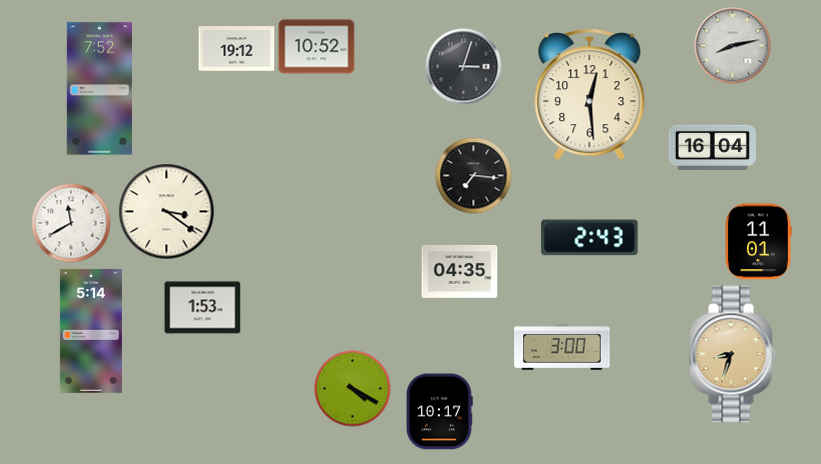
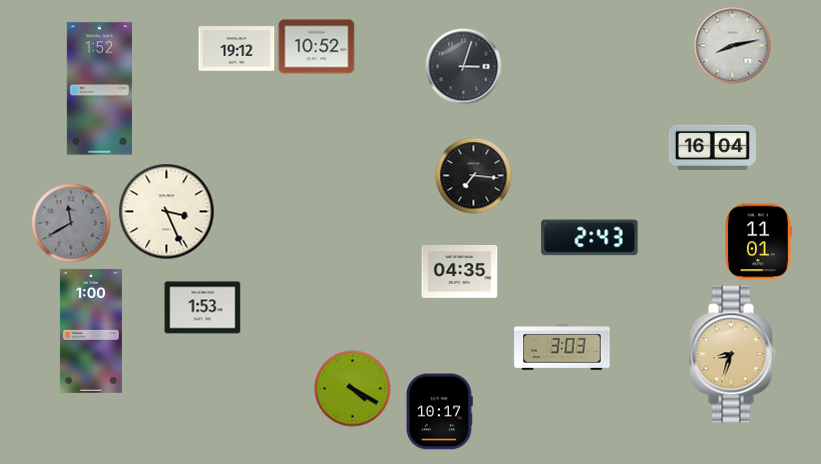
clock at (99, 89): 7:52 -> 1:52
clock at (590, 96): 12:29 -> none
clock at (167, 212): 3:21 -> 3:26
clock at (71, 223) dial: white -> grey
clock at (91, 331): 5:14 -> 1:00
clock at (562, 347): 3:00 -> 3:03
